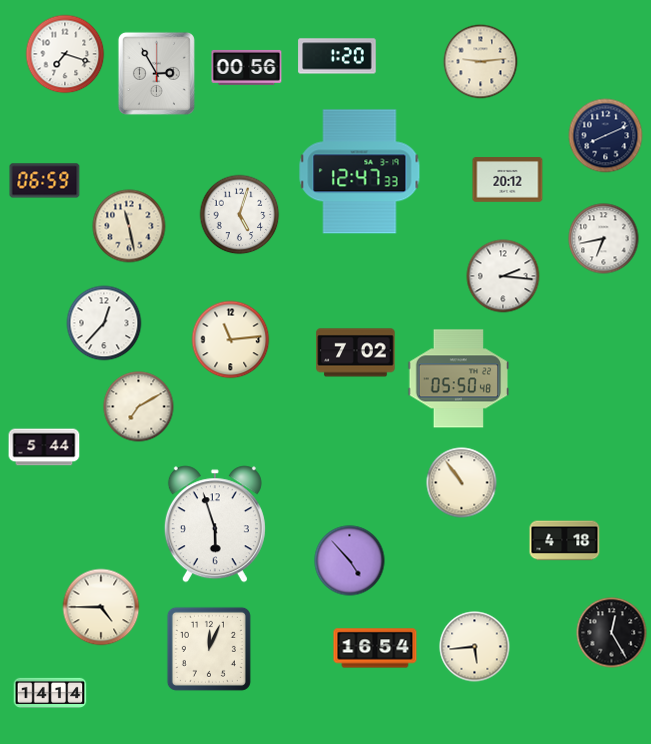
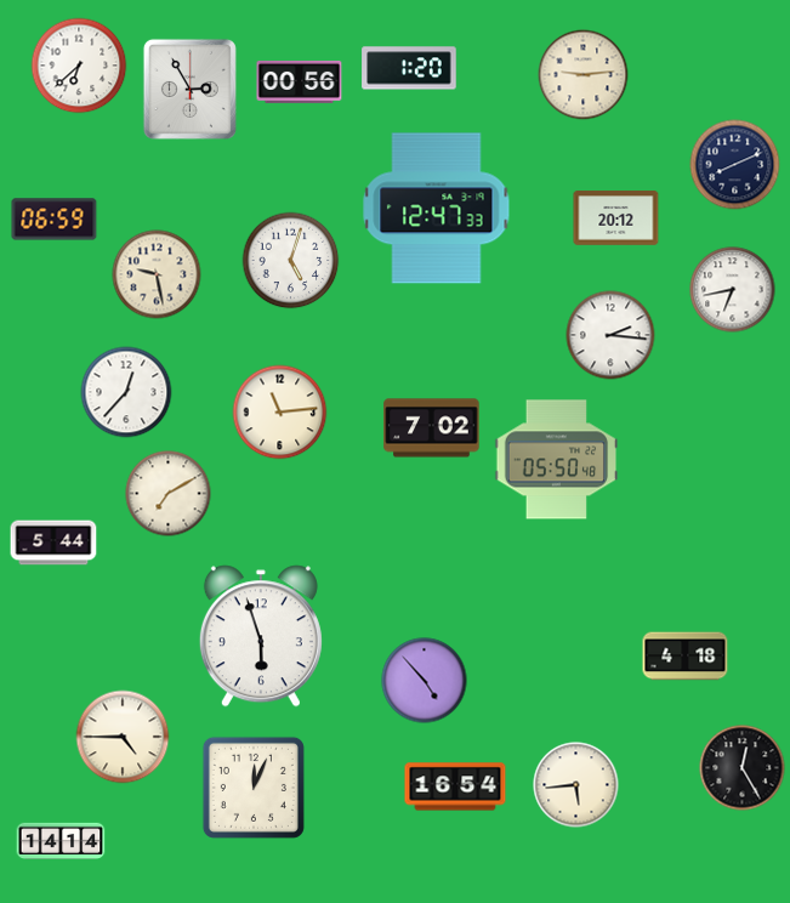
clock at (65, 54): 7:18 -> 6:38
clock at (129, 226): 11:28 -> 9:28
clock at (462, 483): 10:54 -> none
